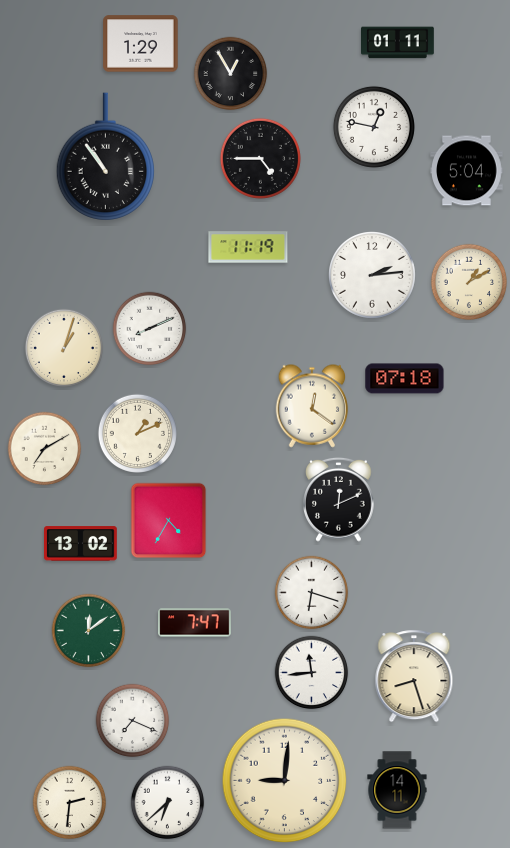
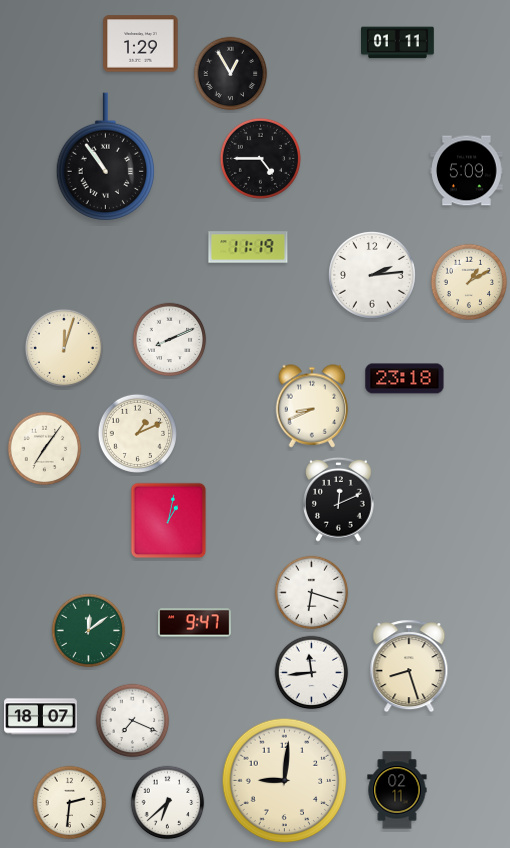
clock at (374, 127): 12:47 -> none
clock at (467, 171): 5:04 -> 5:09
clock at (150, 329) position: (150, 329) -> (170, 340)
clock at (63, 347): 1:03 -> 12:03
clock at (405, 379): 07:18 -> 23:18
clock at (312, 406): 12:21 -> 8:41
clock at (45, 449): 7:10 -> 7:06
clock at (169, 521): 4:35 -> 1:02
clock at (81, 544): 13:02 -> none
clock at (195, 623): 7:47 -> 9:47
clock at (414, 676) position: (414, 676) -> (409, 666)
clock at (41, 717): none -> 18:07
clock at (397, 790): 14:11 -> 02:11
